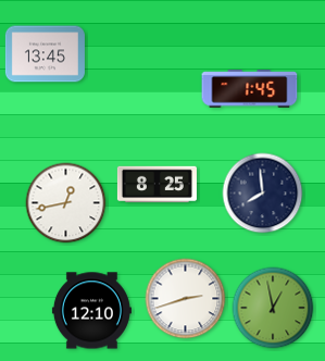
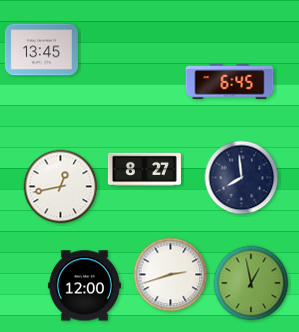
clock at (250, 89): 1:45 -> 6:45
clock at (157, 185): 8:25 -> 8:27
clock at (91, 311): 12:10 -> 12:00
